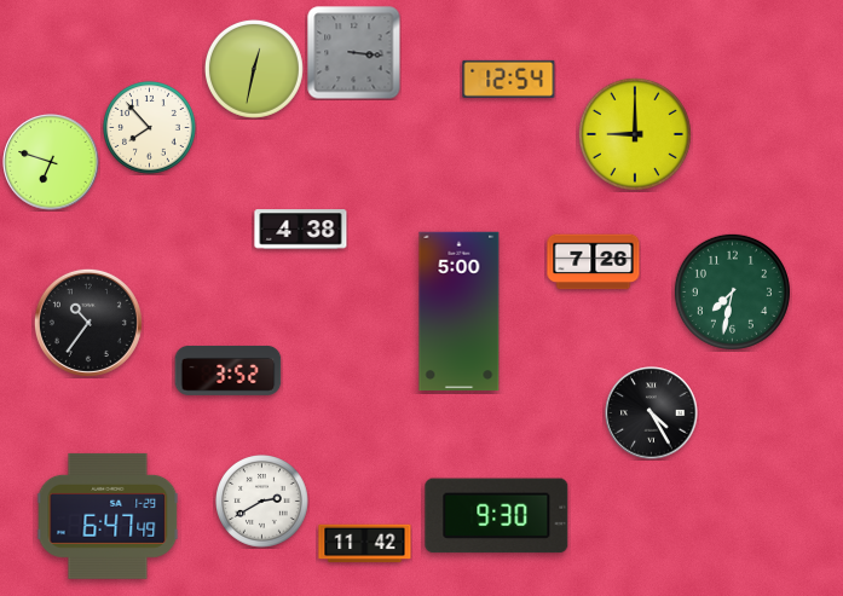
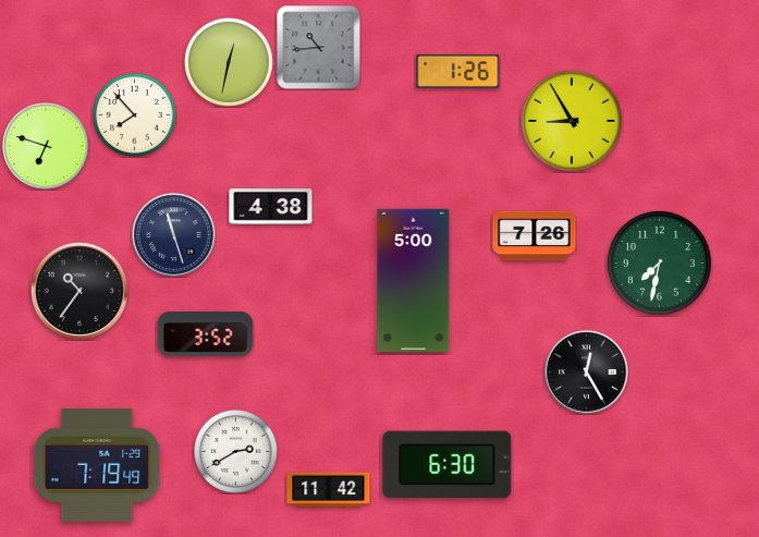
clock at (354, 53): 3:16 -> 10:44
clock at (509, 79): 12:54 -> 1:26
clock at (635, 134): 9:00 -> 8:55
clock at (174, 235): none -> 11:27
clock at (652, 413): 4:25 -> 12:25
clock at (108, 516): 6:47 -> 7:19
clock at (497, 516): 9:30 -> 6:30
